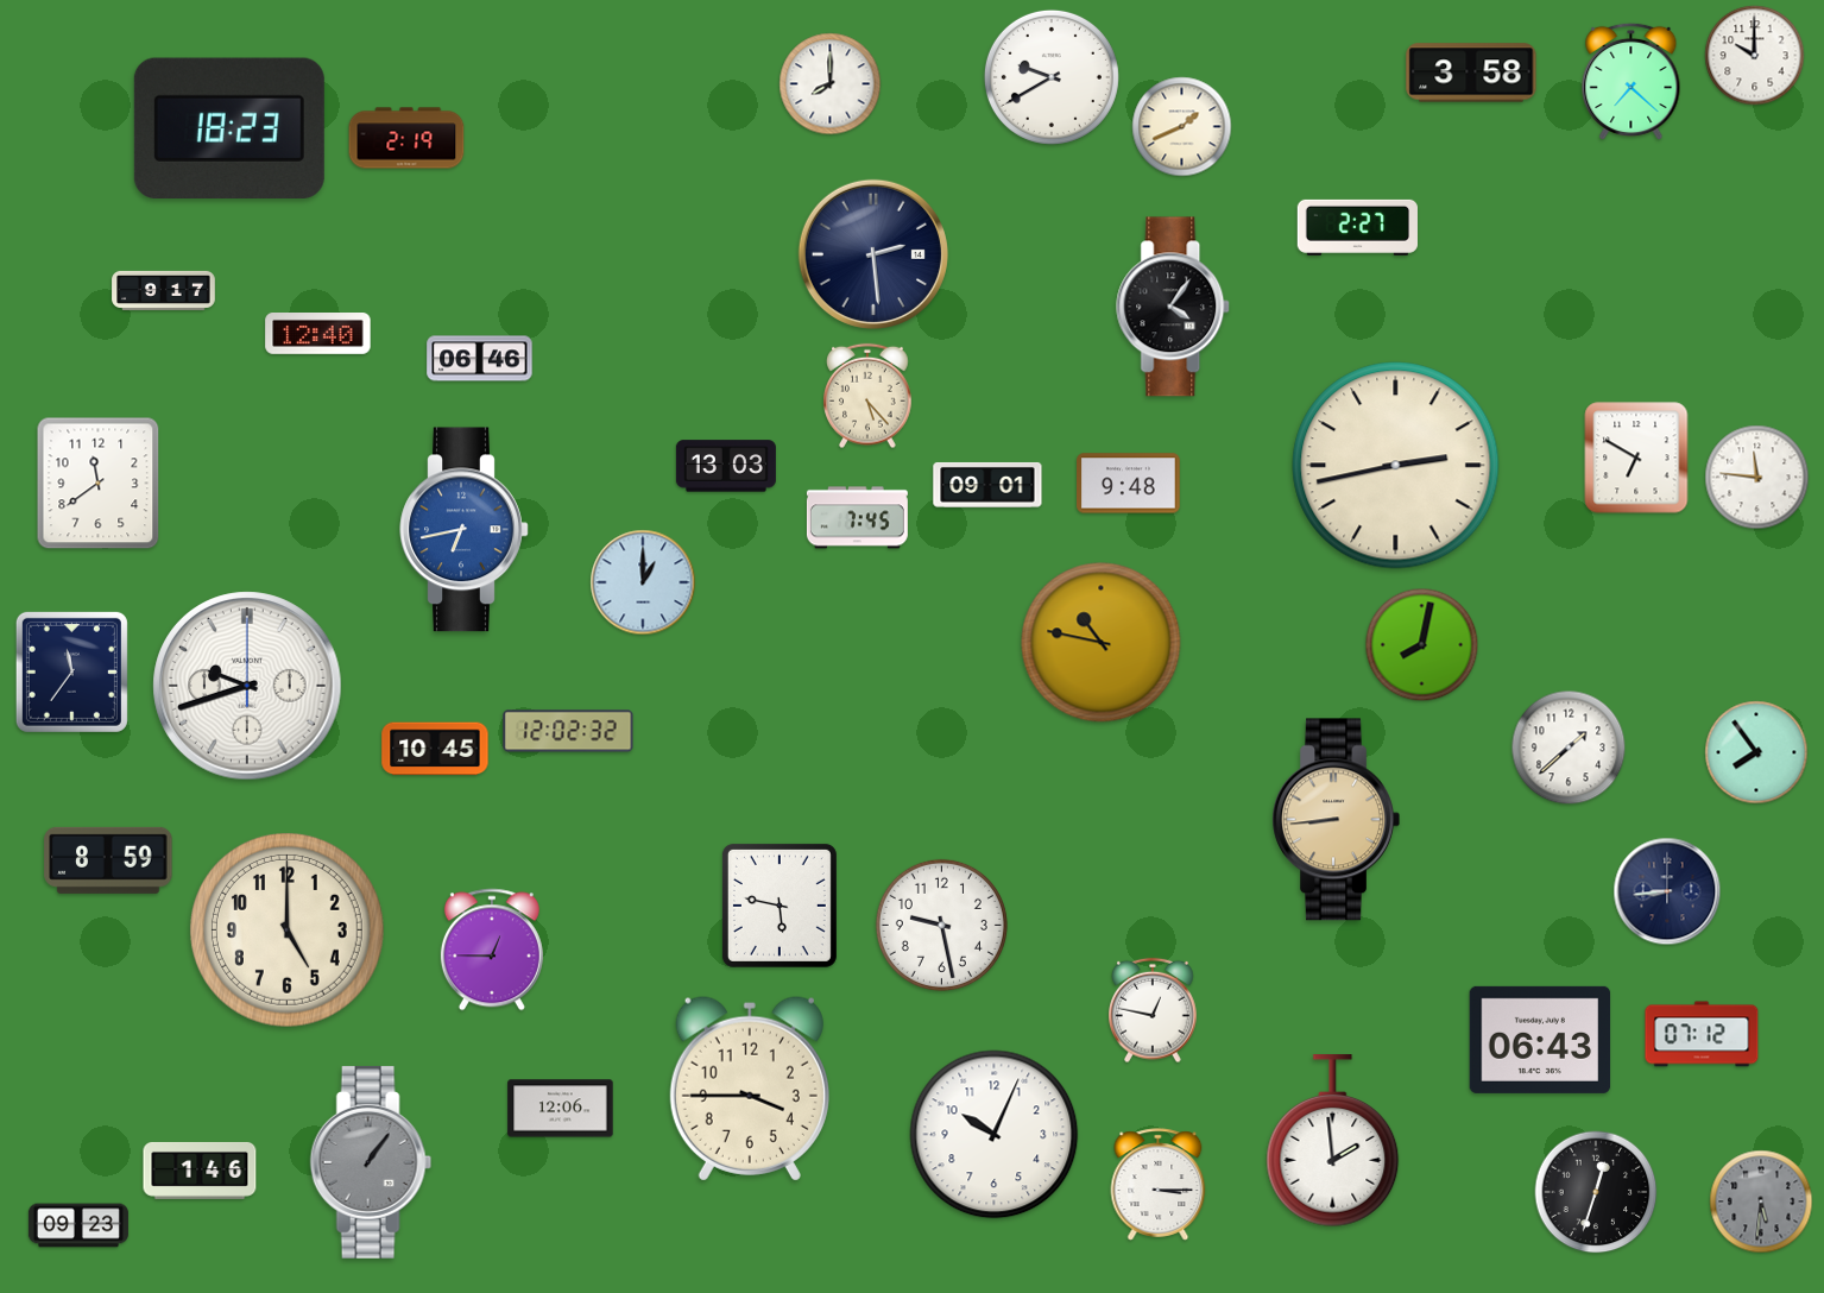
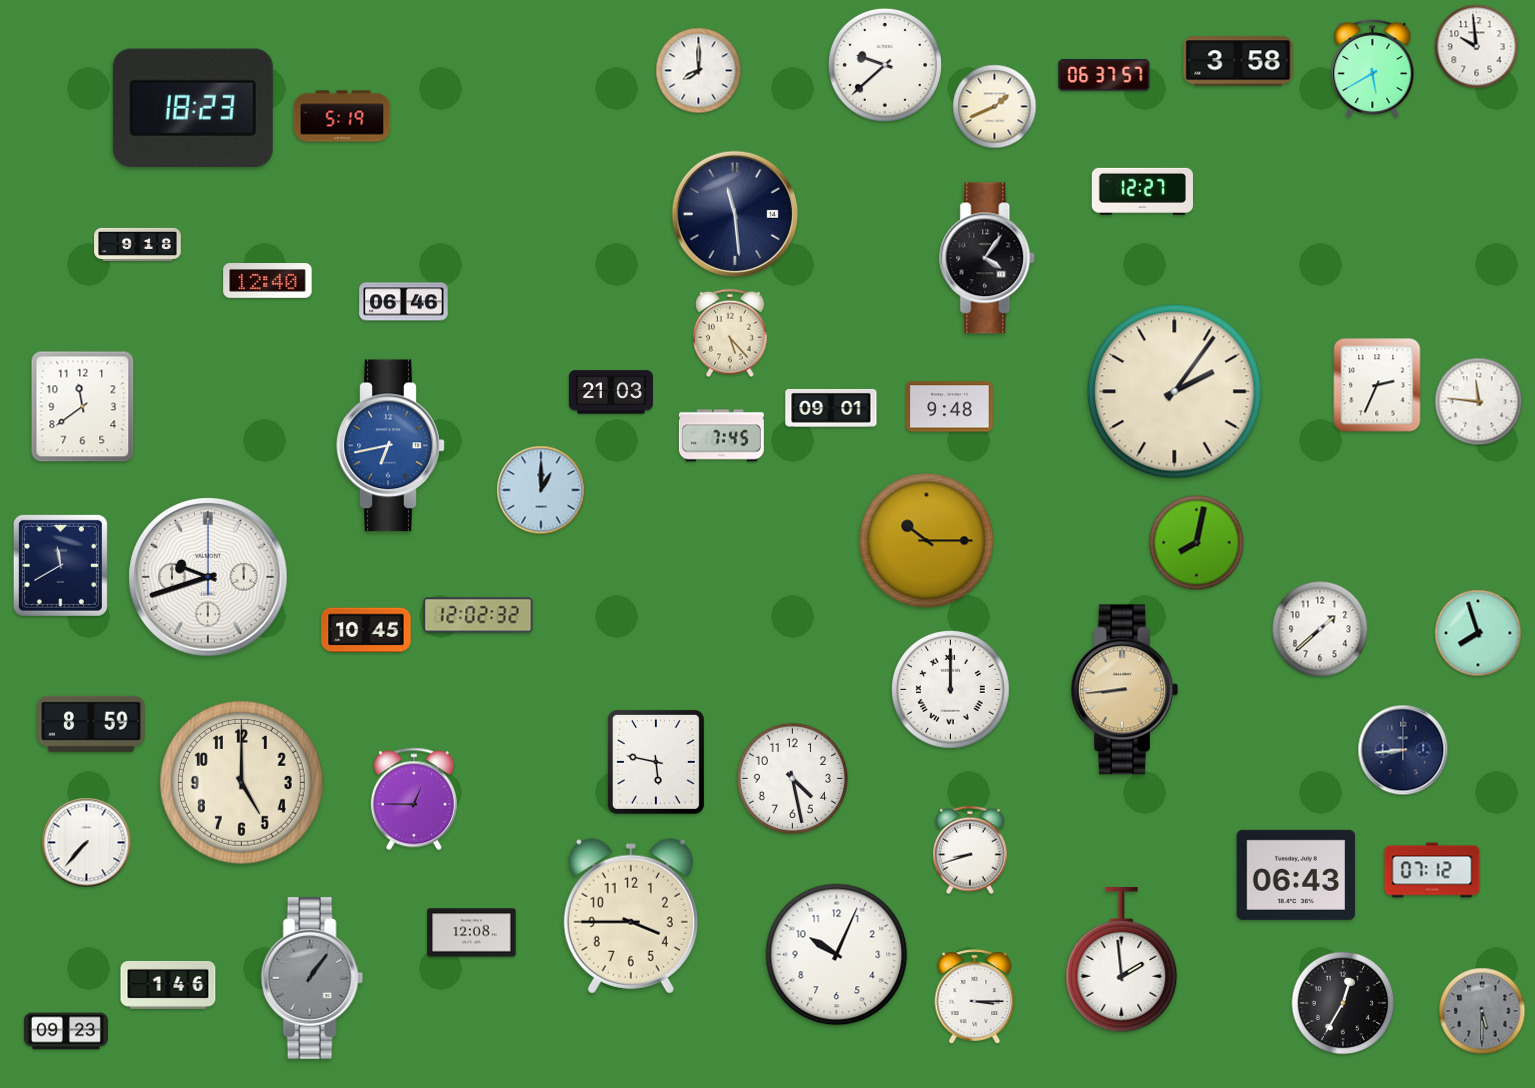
clock at (1755, 56): 10:00 -> 9:59
clock at (1052, 77): 9:40 -> 9:38
clock at (1631, 82): 7:22 -> 5:40
clock at (1104, 75): none -> 06:37
clock at (406, 138): 2:19 -> 5:19
clock at (1357, 227): 2:27 -> 12:27
clock at (873, 254): 2:29 -> 11:29
clock at (164, 290): 9:17 -> 9:18
clock at (1636, 458): 6:50 -> 2:34
clock at (726, 466): 13:03 -> 21:03
clock at (1396, 466): 2:43 -> 2:06
clock at (1102, 643): 10:47 -> 10:15
clock at (71, 671): 11:36 -> 11:40
clock at (1756, 752): 7:54 -> 7:57
clock at (951, 690): none -> 12:00
clock at (941, 925): 9:28 -> 4:28
clock at (87, 843): none -> 7:37
clock at (1153, 1010): 12:47 -> 8:42
clock at (561, 1109): 12:06 -> 12:08
clock at (1596, 1192): 12:33 -> 12:35
clock at (1761, 1201): 5:31 -> 5:30
